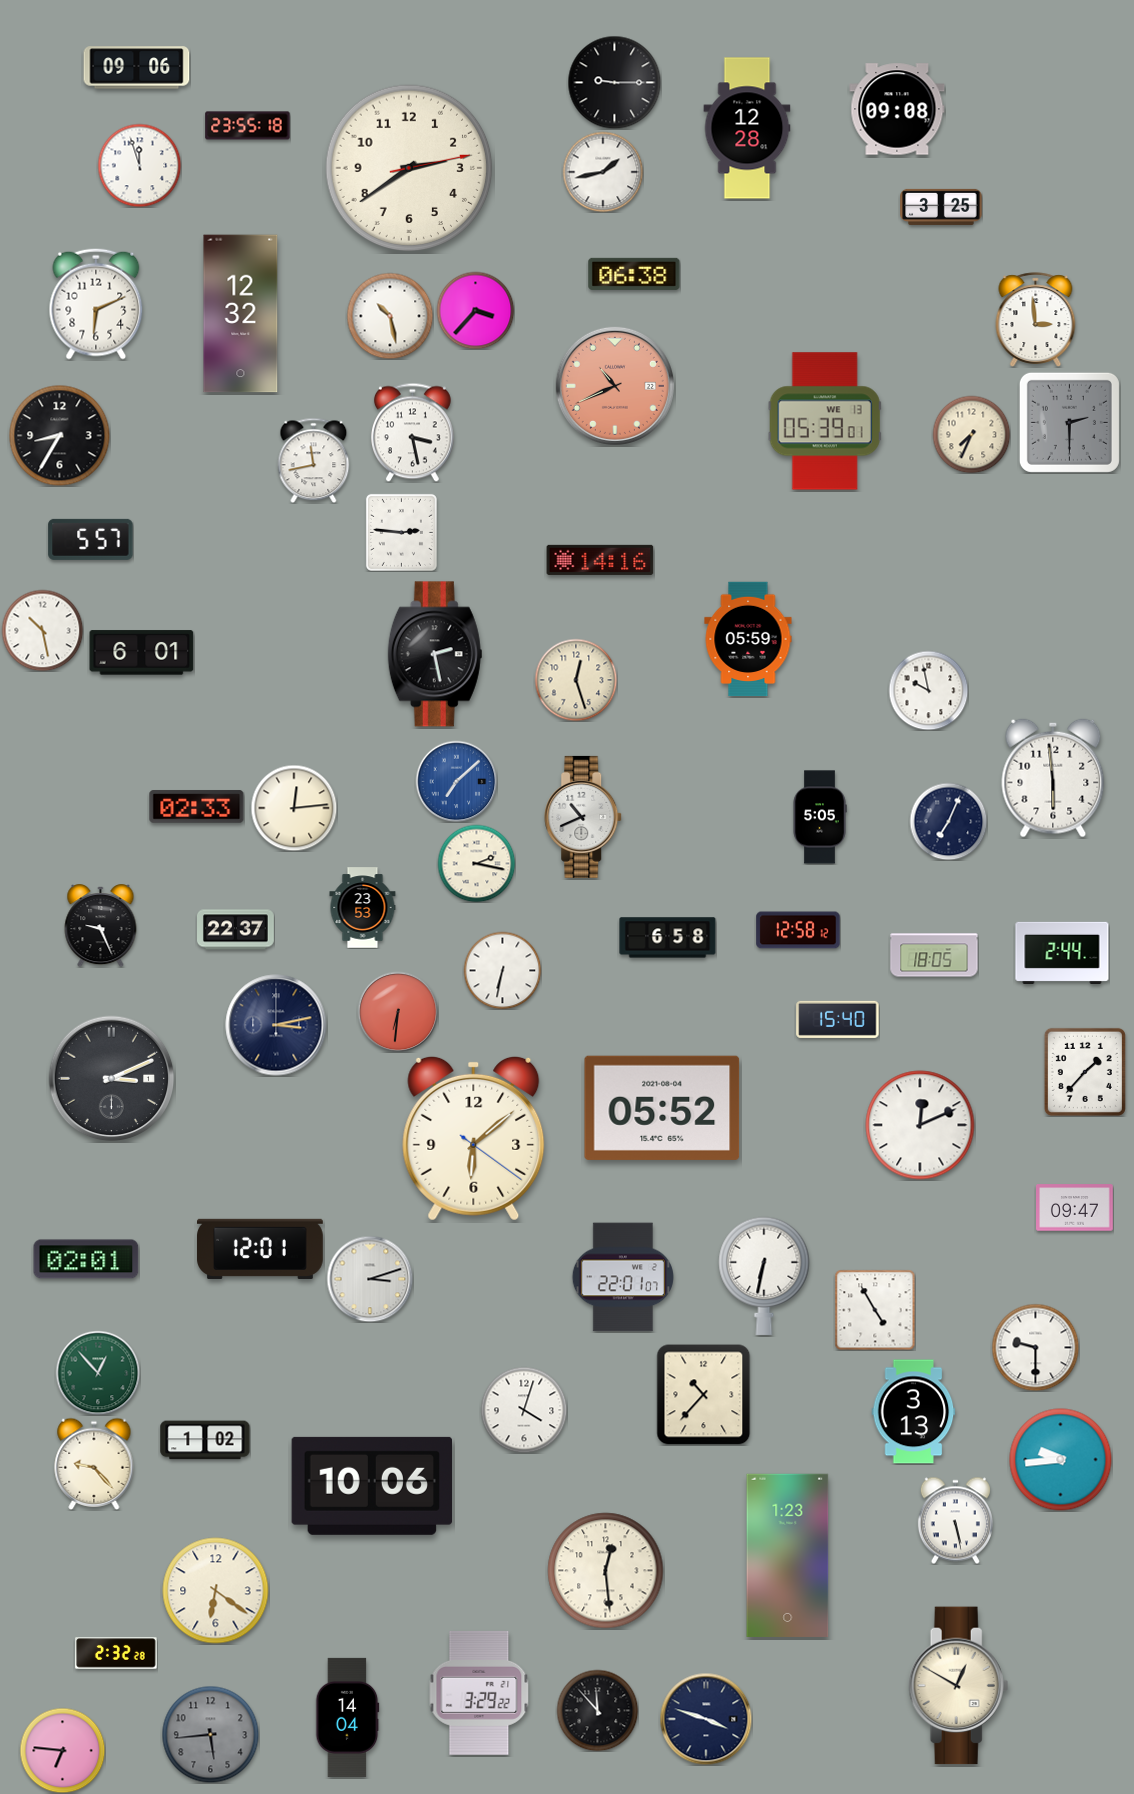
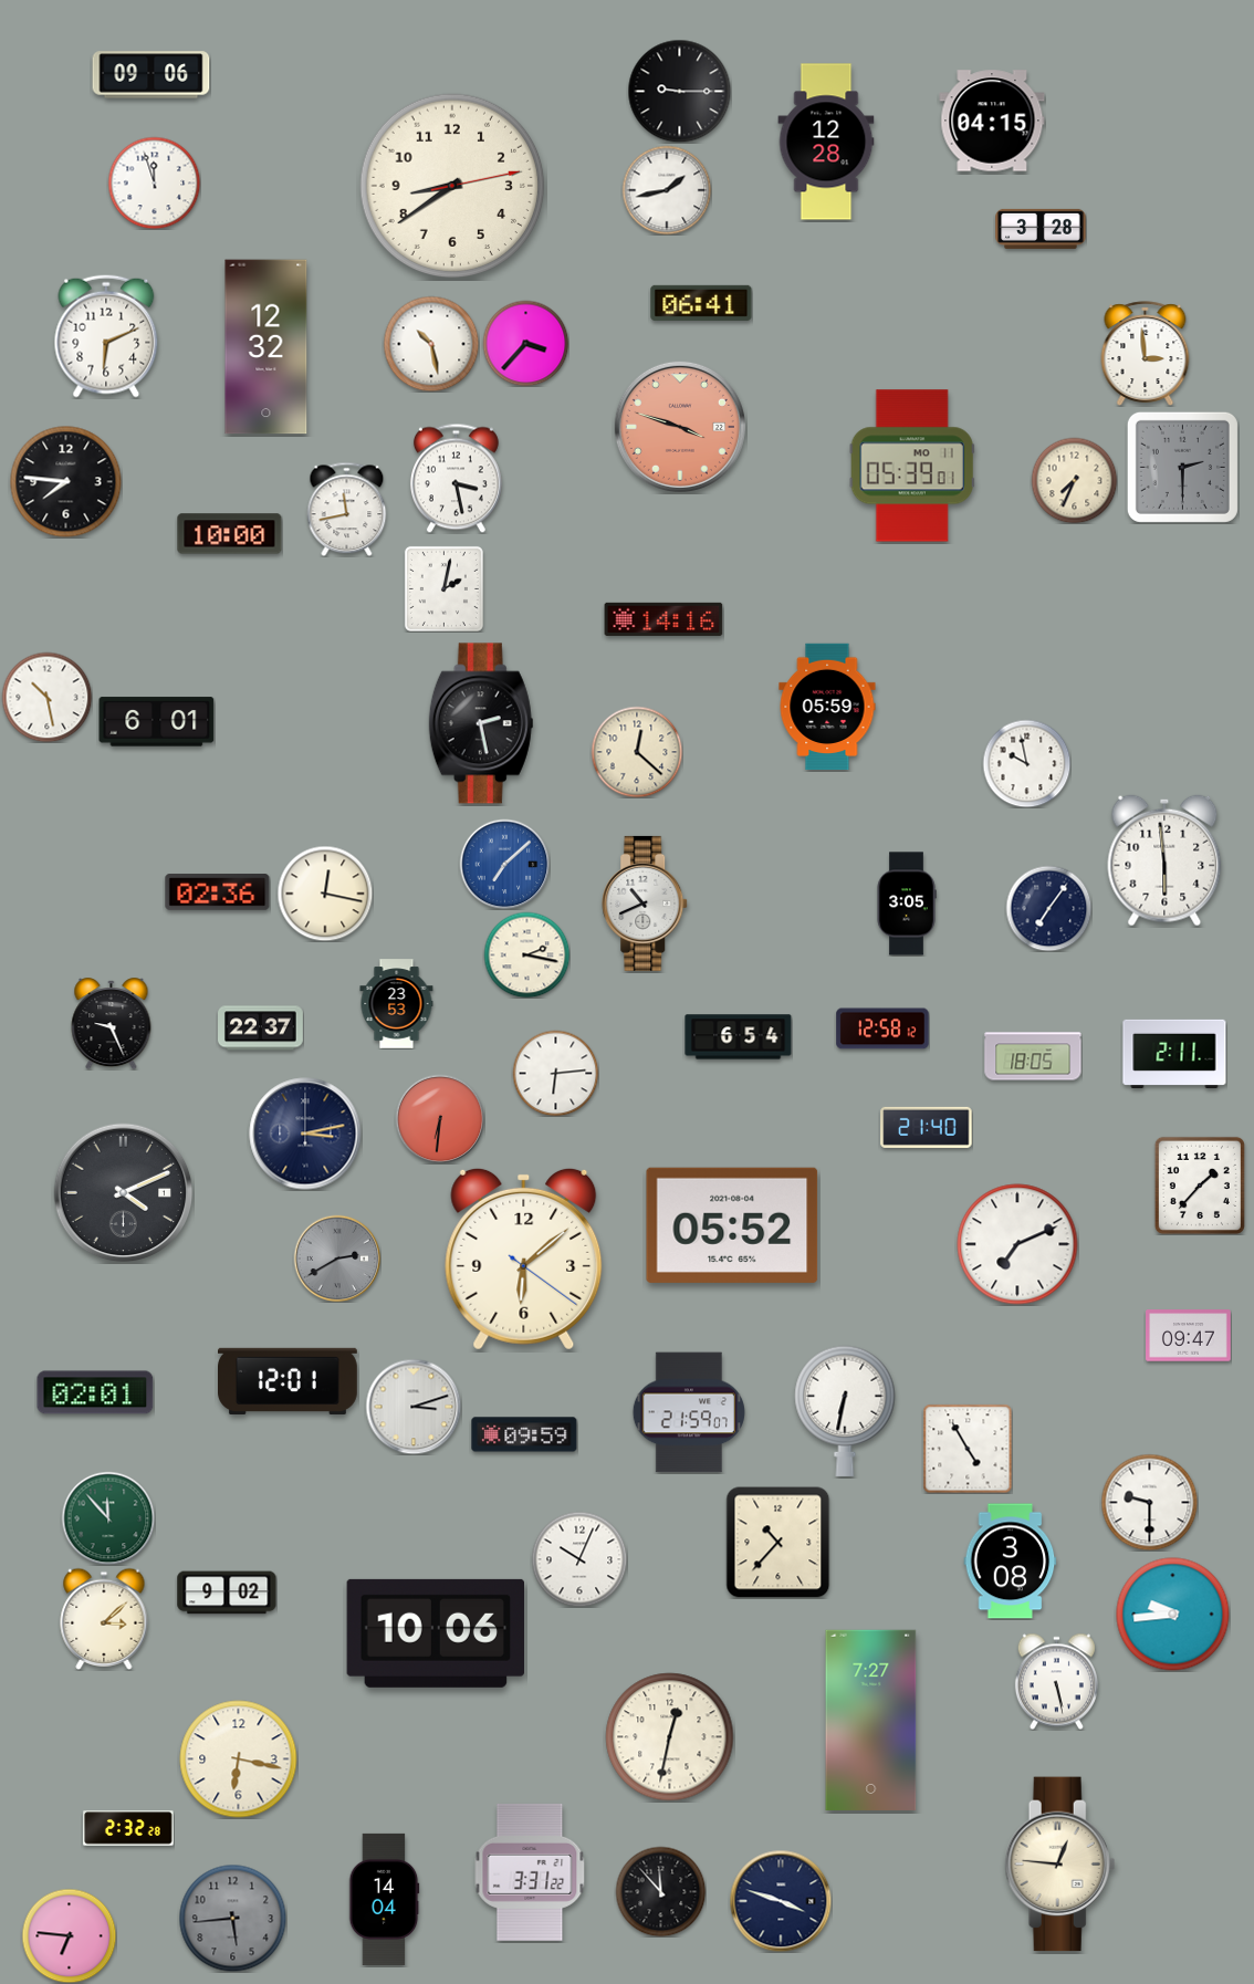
clock at (897, 109): 09:08 -> 04:15
clock at (248, 126): 23:55 -> none
clock at (409, 168): 2:39 -> 8:39
clock at (941, 207): 3:25 -> 3:28
clock at (634, 274): 06:38 -> 06:41
clock at (390, 316) position: (390, 316) -> (431, 344)
clock at (615, 386): 10:41 -> 3:48
clock at (825, 421) date: WE 13 -> MO 11
clock at (60, 436): 8:35 -> 7:46
clock at (230, 534): none -> 10:00
clock at (401, 532): 2:46 -> 2:02
clock at (91, 539): 5:57 -> none
clock at (576, 680): 12:27 -> 12:22
clock at (197, 807): 02:33 -> 02:36
clock at (294, 808): 12:14 -> 12:17
clock at (820, 817): 5:05 -> 3:05
clock at (948, 821): 7:04 -> 7:06
clock at (363, 908) position: (363, 908) -> (397, 1004)
clock at (668, 938): 6:58 -> 6:54
clock at (1062, 952): 2:44 -> 2:11
clock at (502, 970): 6:32 -> 6:14
clock at (838, 1019): 15:40 -> 21:40
clock at (112, 1079): 3:11 -> 4:11
clock at (920, 1125): 12:11 -> 7:11
clock at (337, 1259): none -> 2:40
clock at (623, 1277): 22:01 -> 21:59
clock at (370, 1279) position: (370, 1279) -> (414, 1407)
clock at (524, 1434): none -> 09:59
clock at (1035, 1347) position: (1035, 1347) -> (1149, 1502)
clock at (98, 1373): 12:53 -> 11:53
clock at (524, 1410): 4:03 -> 10:04
clock at (914, 1412): 3:13 -> 3:08
clock at (205, 1440): 1:02 -> 9:02
clock at (94, 1464): 9:23 -> 3:08
clock at (371, 1486) position: (371, 1486) -> (435, 1633)
clock at (788, 1555): 1:23 -> 7:27
clock at (606, 1571): 12:29 -> 12:32
clock at (216, 1591): 6:21 -> 6:17
clock at (959, 1686): 12:50 -> 12:46
clock at (479, 1693): 3:29 -> 3:31
